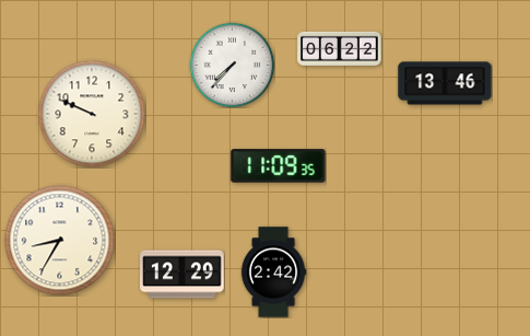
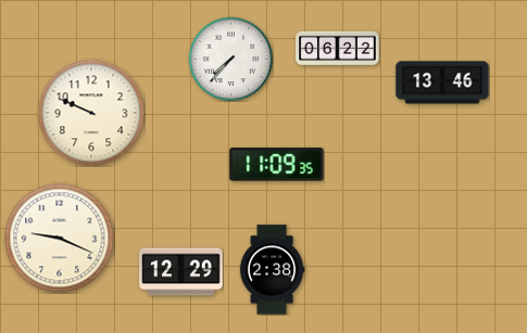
clock at (232, 65) position: (232, 65) -> (230, 59)
clock at (60, 241): 8:35 -> 9:19
clock at (273, 273): 2:42 -> 2:38
